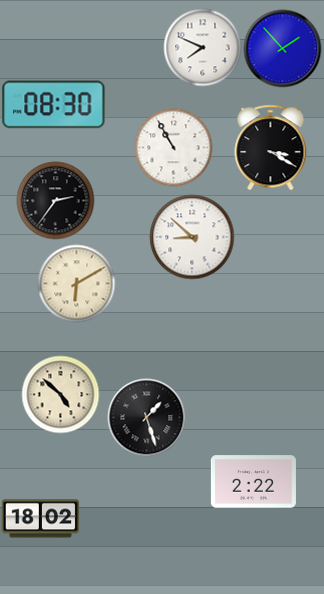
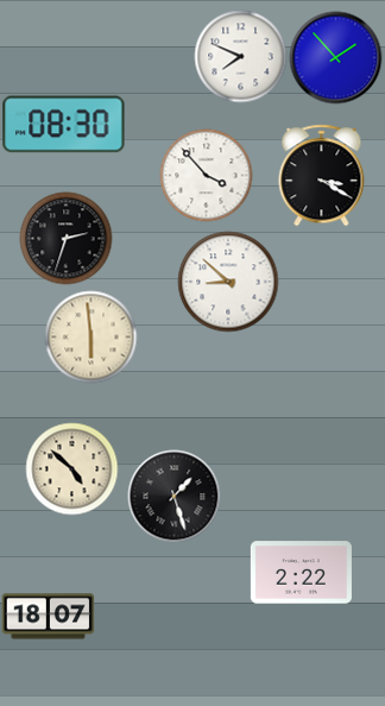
clock at (173, 147): 10:55 -> 3:53
clock at (55, 200): 2:36 -> 2:33
clock at (76, 283): 6:10 -> 5:59
clock at (40, 519): 18:02 -> 18:07
